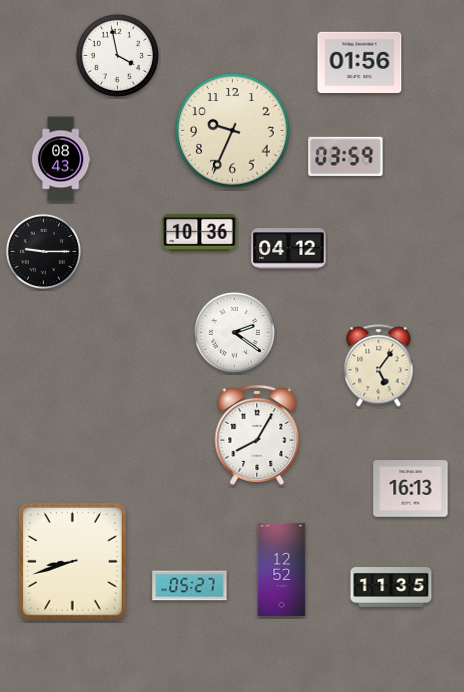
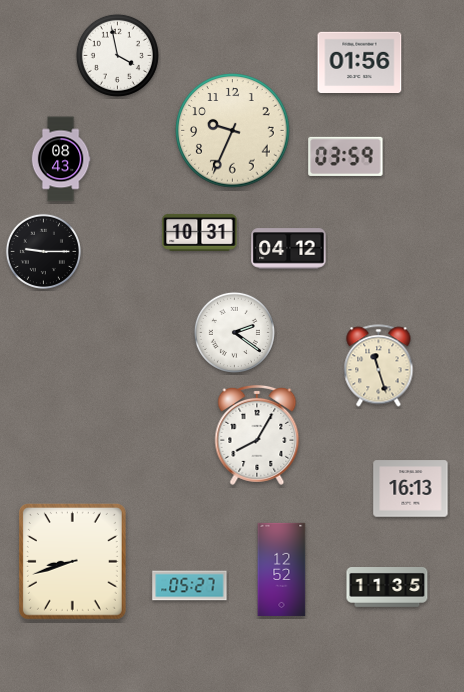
clock at (200, 232): 10:36 -> 10:31
clock at (379, 366): 5:06 -> 11:27
clock at (391, 588) position: (391, 588) -> (387, 588)
